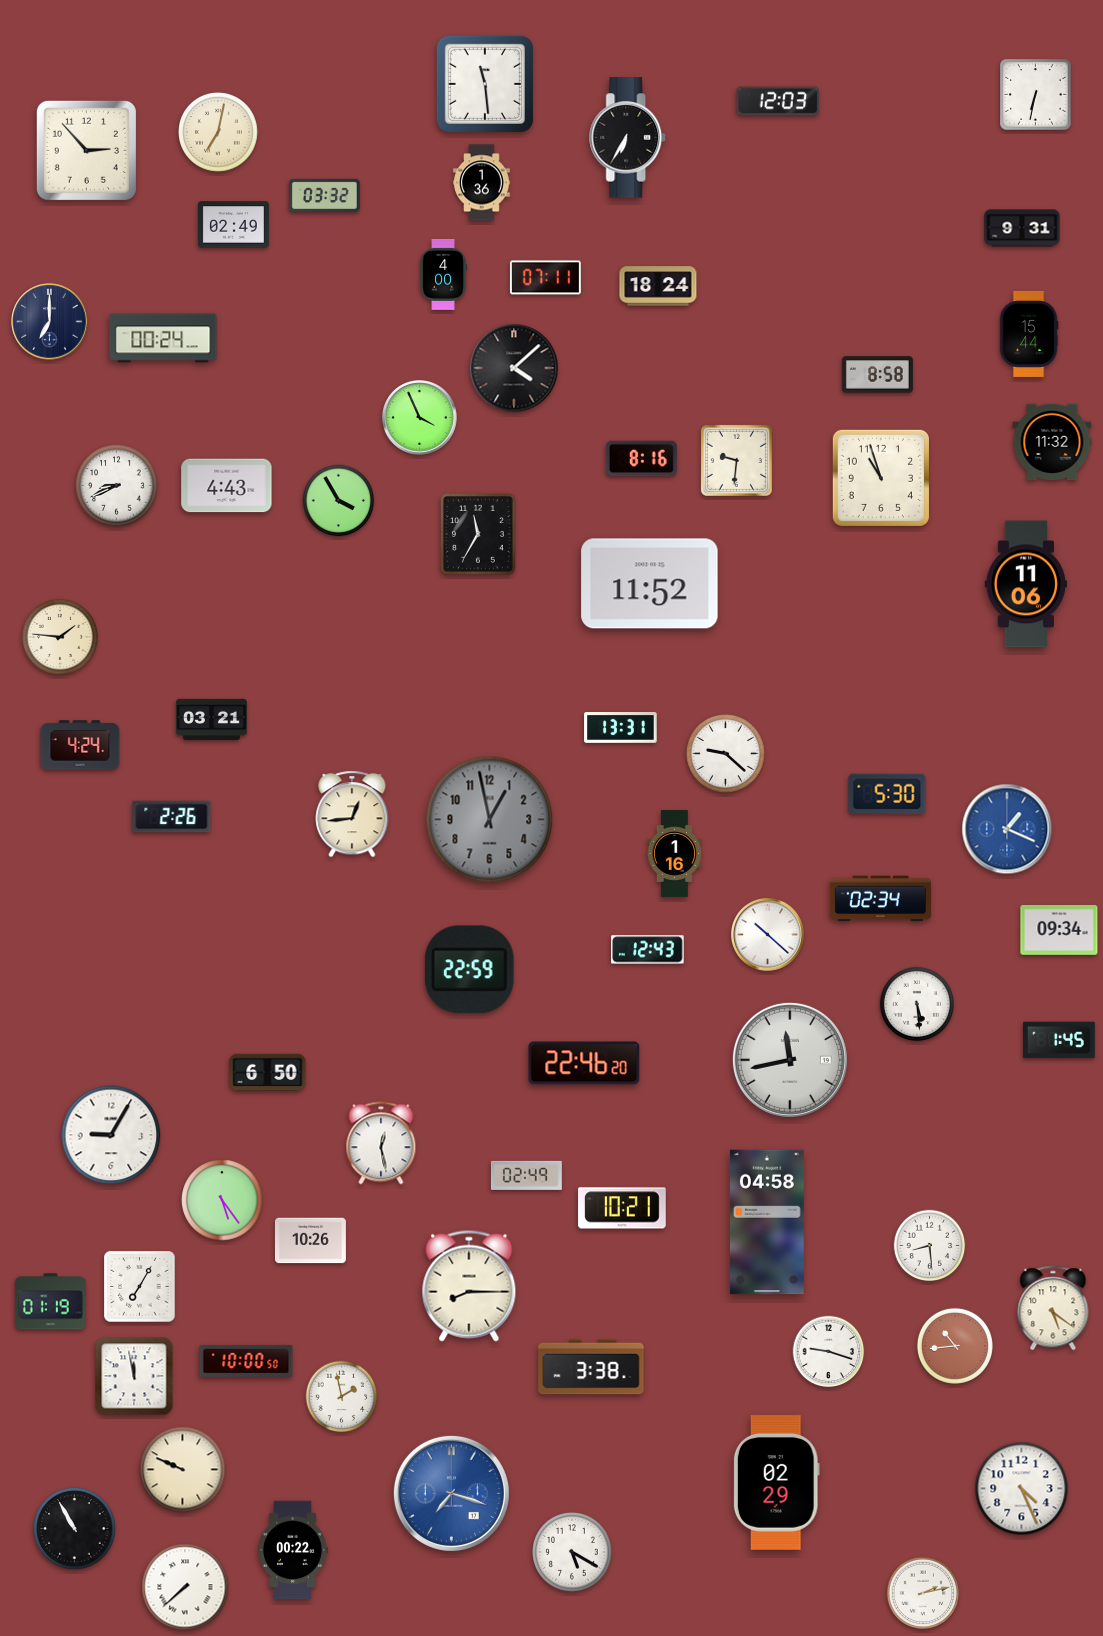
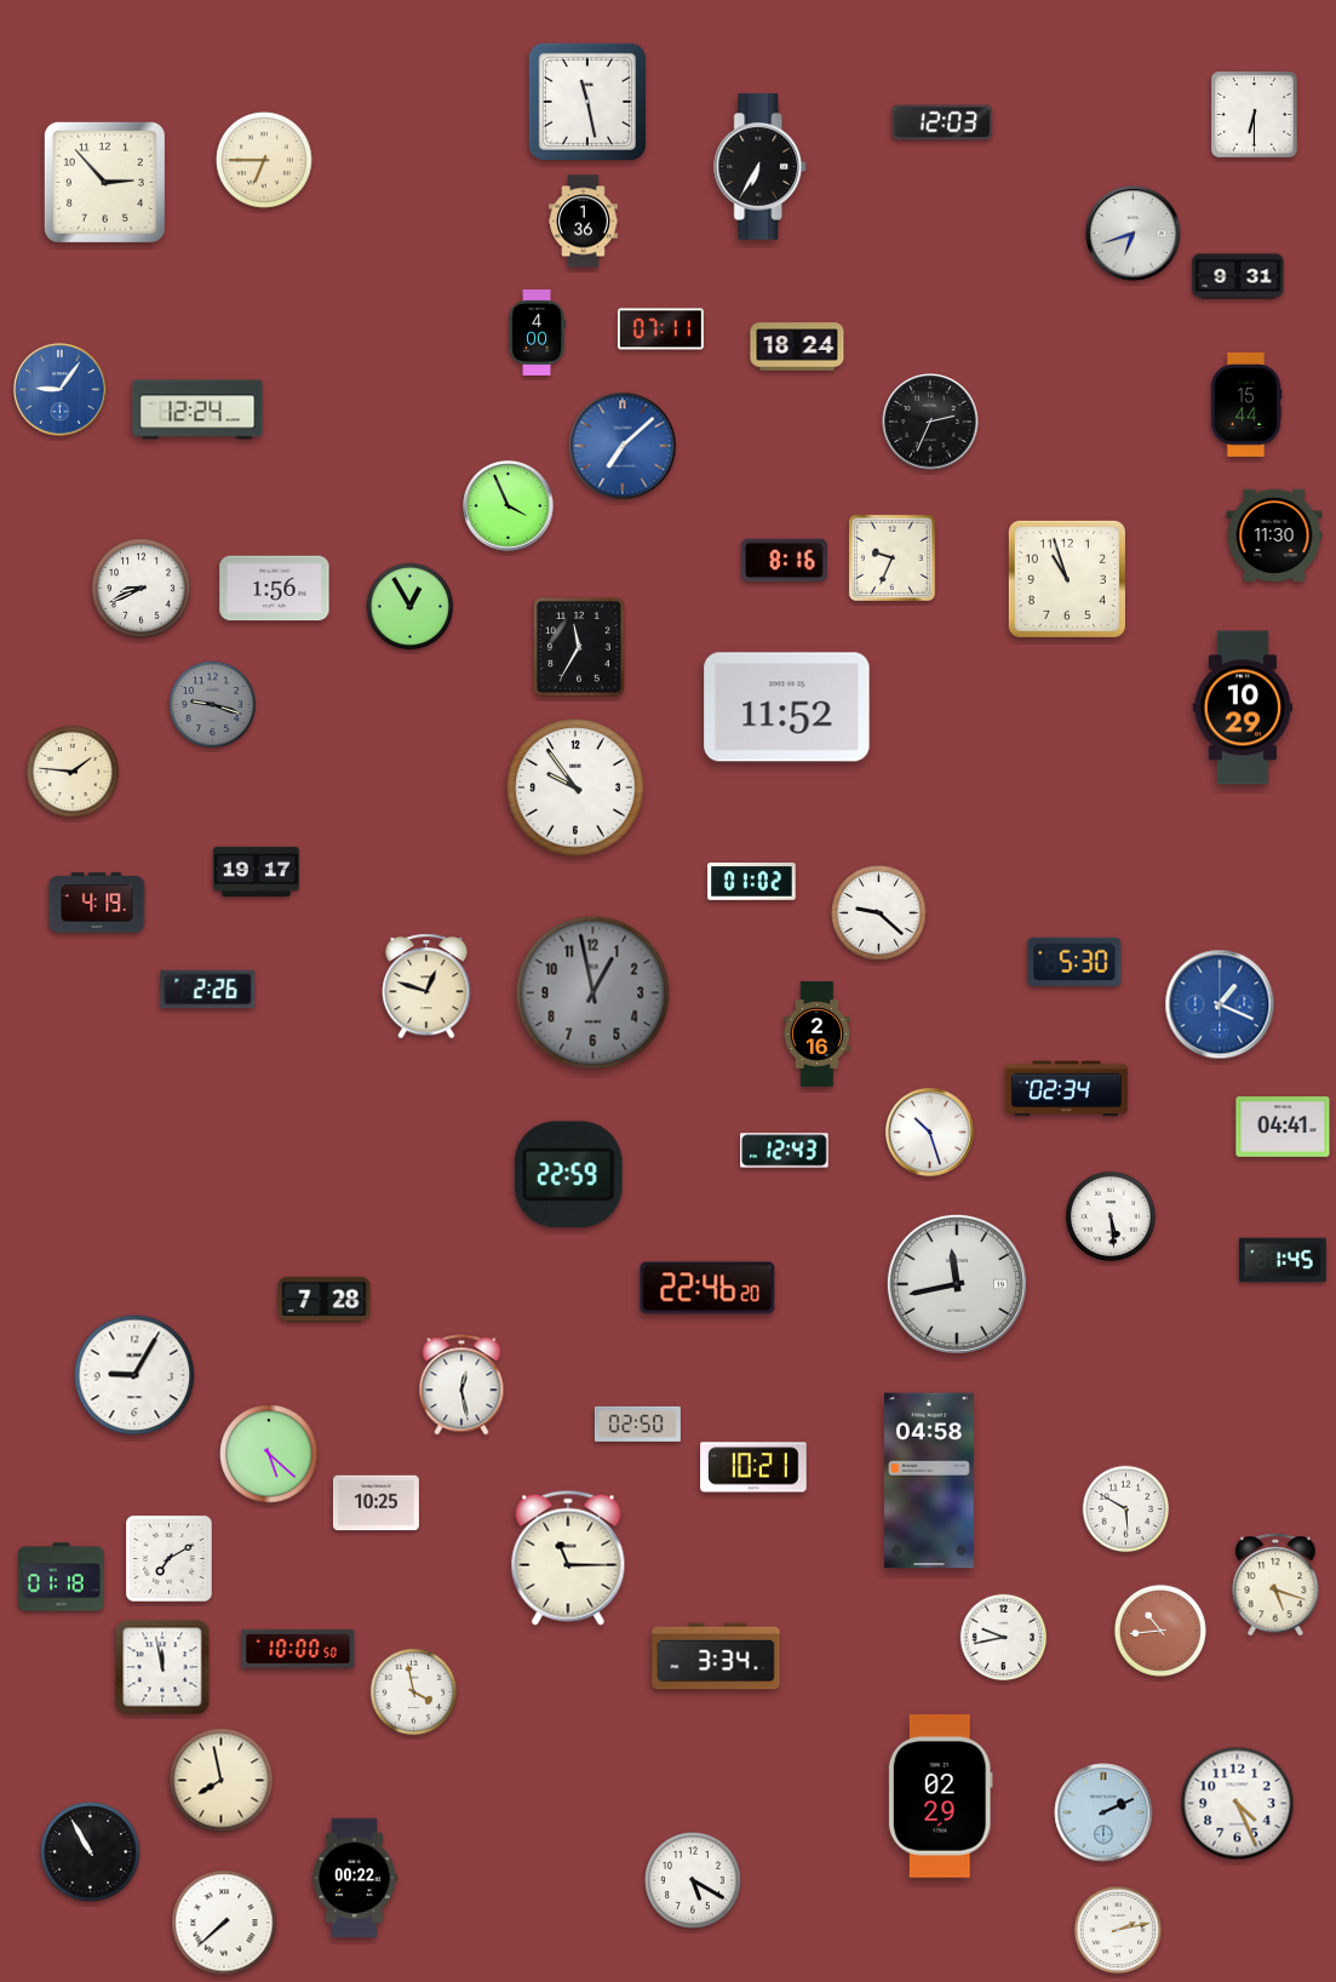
clock at (485, 84): 11:29 -> 11:28
clock at (1036, 95): 6:32 -> 6:30
clock at (218, 132): 7:02 -> 6:45
clock at (1134, 234): none -> 6:42
clock at (324, 195): 03:32 -> none
clock at (233, 225): 02:49 -> none
clock at (545, 278) position: (545, 278) -> (660, 330)
clock at (50, 322): 7:00 -> 9:06
clock at (50, 322) dial: navy -> blue
clock at (163, 338): 00:24 -> 12:24
clock at (930, 422): none -> 2:34
clock at (514, 368): 4:08 -> 7:08
clock at (514, 368) dial: black -> blue
clock at (877, 375): 8:58 -> none
clock at (1052, 442): 11:32 -> 11:30
clock at (641, 459) position: (641, 459) -> (784, 561)
clock at (736, 460): 9:31 -> 9:34
clock at (227, 486): 4:43 -> 1:56
clock at (339, 501): 3:55 -> 12:55
clock at (213, 705): none -> 9:18
clock at (1025, 584): 11:06 -> 10:29
clock at (575, 787): none -> 9:54
clock at (211, 719): 03:21 -> 19:17
clock at (621, 728): 13:31 -> 01:02
clock at (80, 745): 4:24 -> 4:19
clock at (352, 814): 12:44 -> 12:48
clock at (675, 854): 1:16 -> 2:16
clock at (1059, 930): 09:34 -> 04:41
clock at (768, 935): 10:22 -> 10:27
clock at (268, 1073): 6:50 -> 7:28
clock at (526, 1175): 02:49 -> 02:50
clock at (222, 1200): 5:24 -> 5:22
clock at (622, 1208) position: (622, 1208) -> (753, 1467)
clock at (310, 1241): 10:26 -> 10:25
clock at (930, 1246): 8:29 -> 5:50
clock at (469, 1286): 8:15 -> 11:15
clock at (140, 1287): 7:05 -> 7:10
clock at (50, 1302): 01:19 -> 01:18
clock at (1053, 1308): 5:21 -> 5:18
clock at (955, 1346) position: (955, 1346) -> (1160, 1631)
clock at (829, 1352): 9:18 -> 9:43
clock at (591, 1367): 3:38 -> 3:34
clock at (342, 1397): 1:58 -> 3:58
clock at (183, 1470): 9:49 -> 7:58
clock at (451, 1493): 7:18 -> none
clock at (1103, 1812): none -> 2:11
